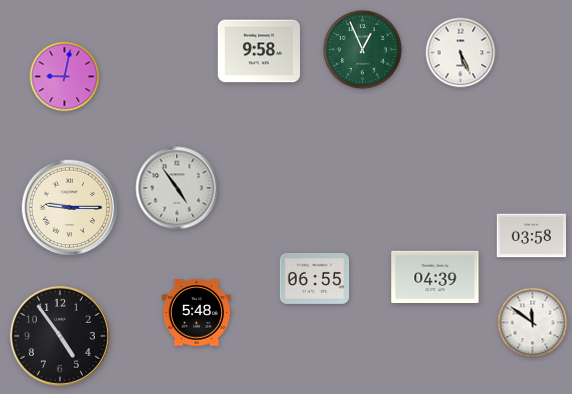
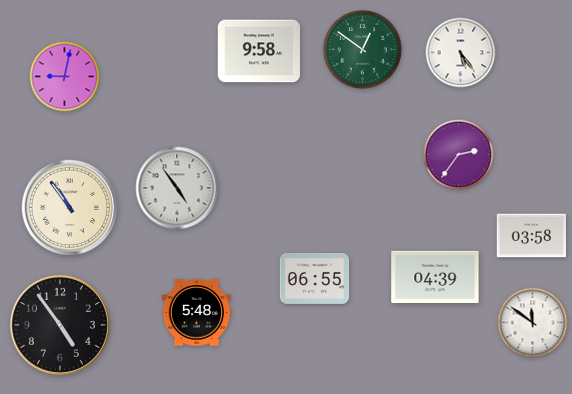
clock at (363, 50): 12:56 -> 12:51
clock at (461, 53): 5:26 -> 5:24
clock at (459, 155): none -> 2:36
clock at (70, 208): 9:15 -> 10:54
clock at (60, 336) position: (60, 336) -> (60, 325)
